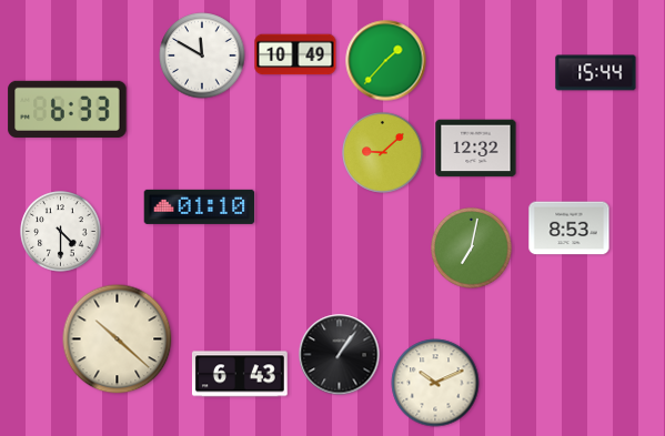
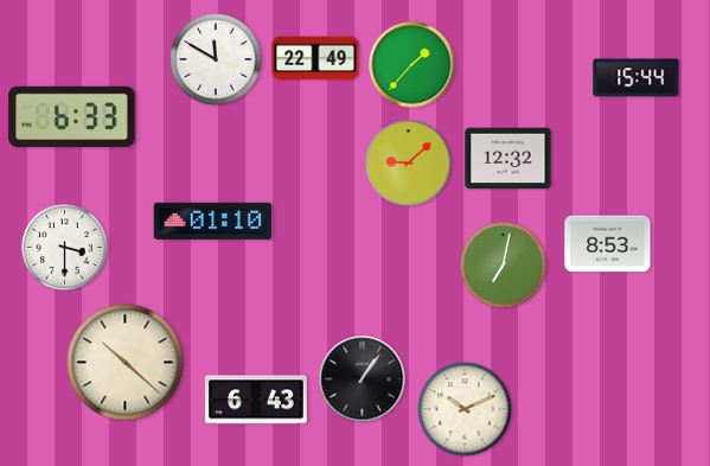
clock at (295, 54): 10:49 -> 22:49
clock at (61, 232): 4:30 -> 3:30
